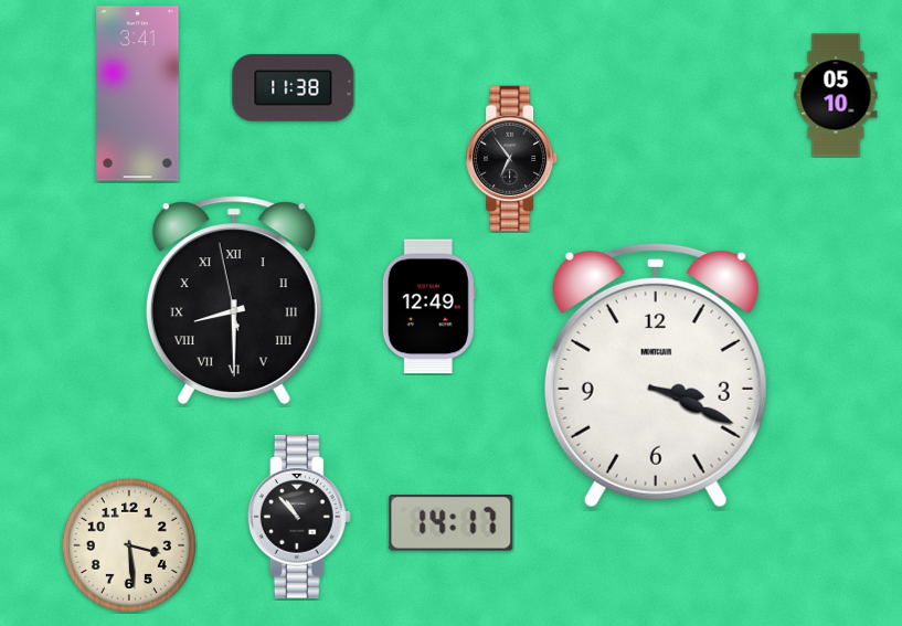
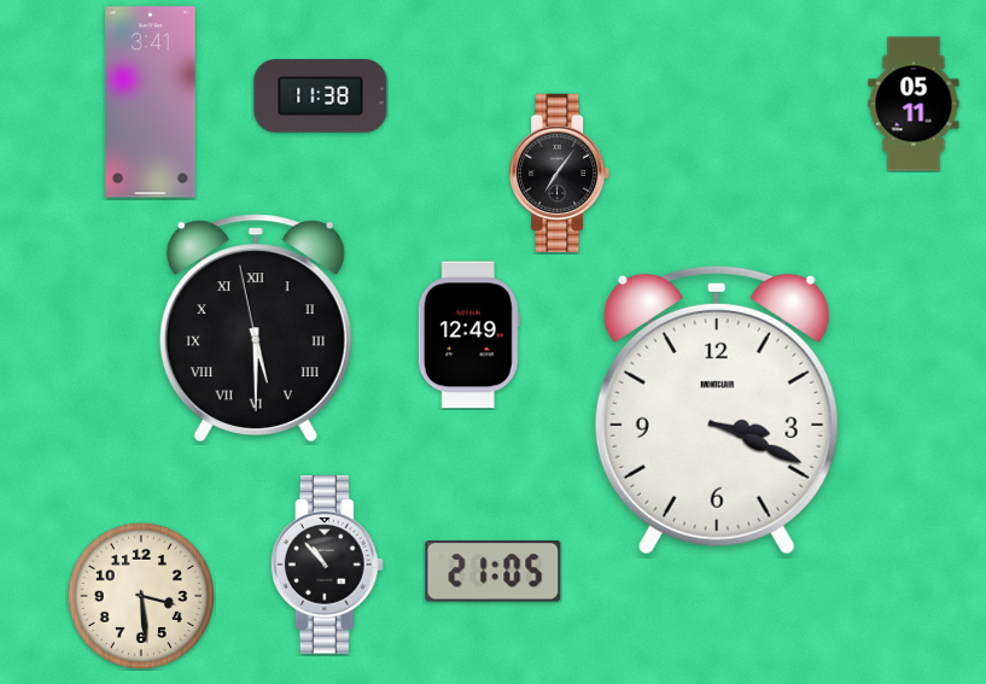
clock at (836, 95): 05:10 -> 05:11
clock at (513, 158): 6:54 -> 7:06
clock at (234, 300): 8:29 -> 5:29
clock at (452, 523): 14:17 -> 21:05
